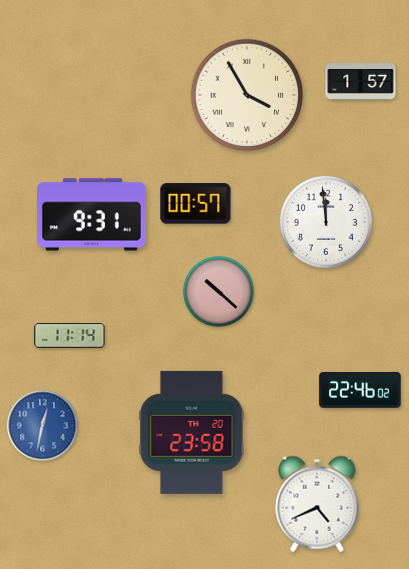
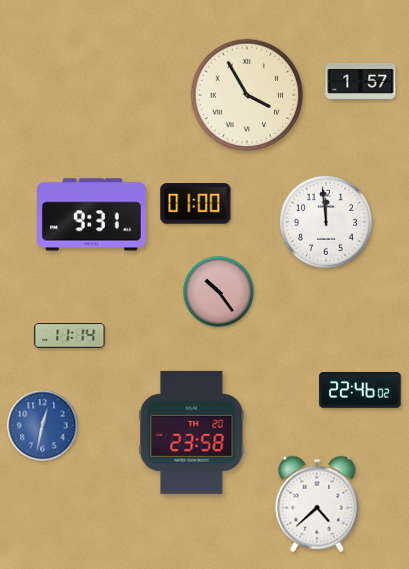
clock at (196, 204): 00:57 -> 01:00
clock at (219, 292): 10:22 -> 10:24
clock at (317, 504): 4:41 -> 4:38
